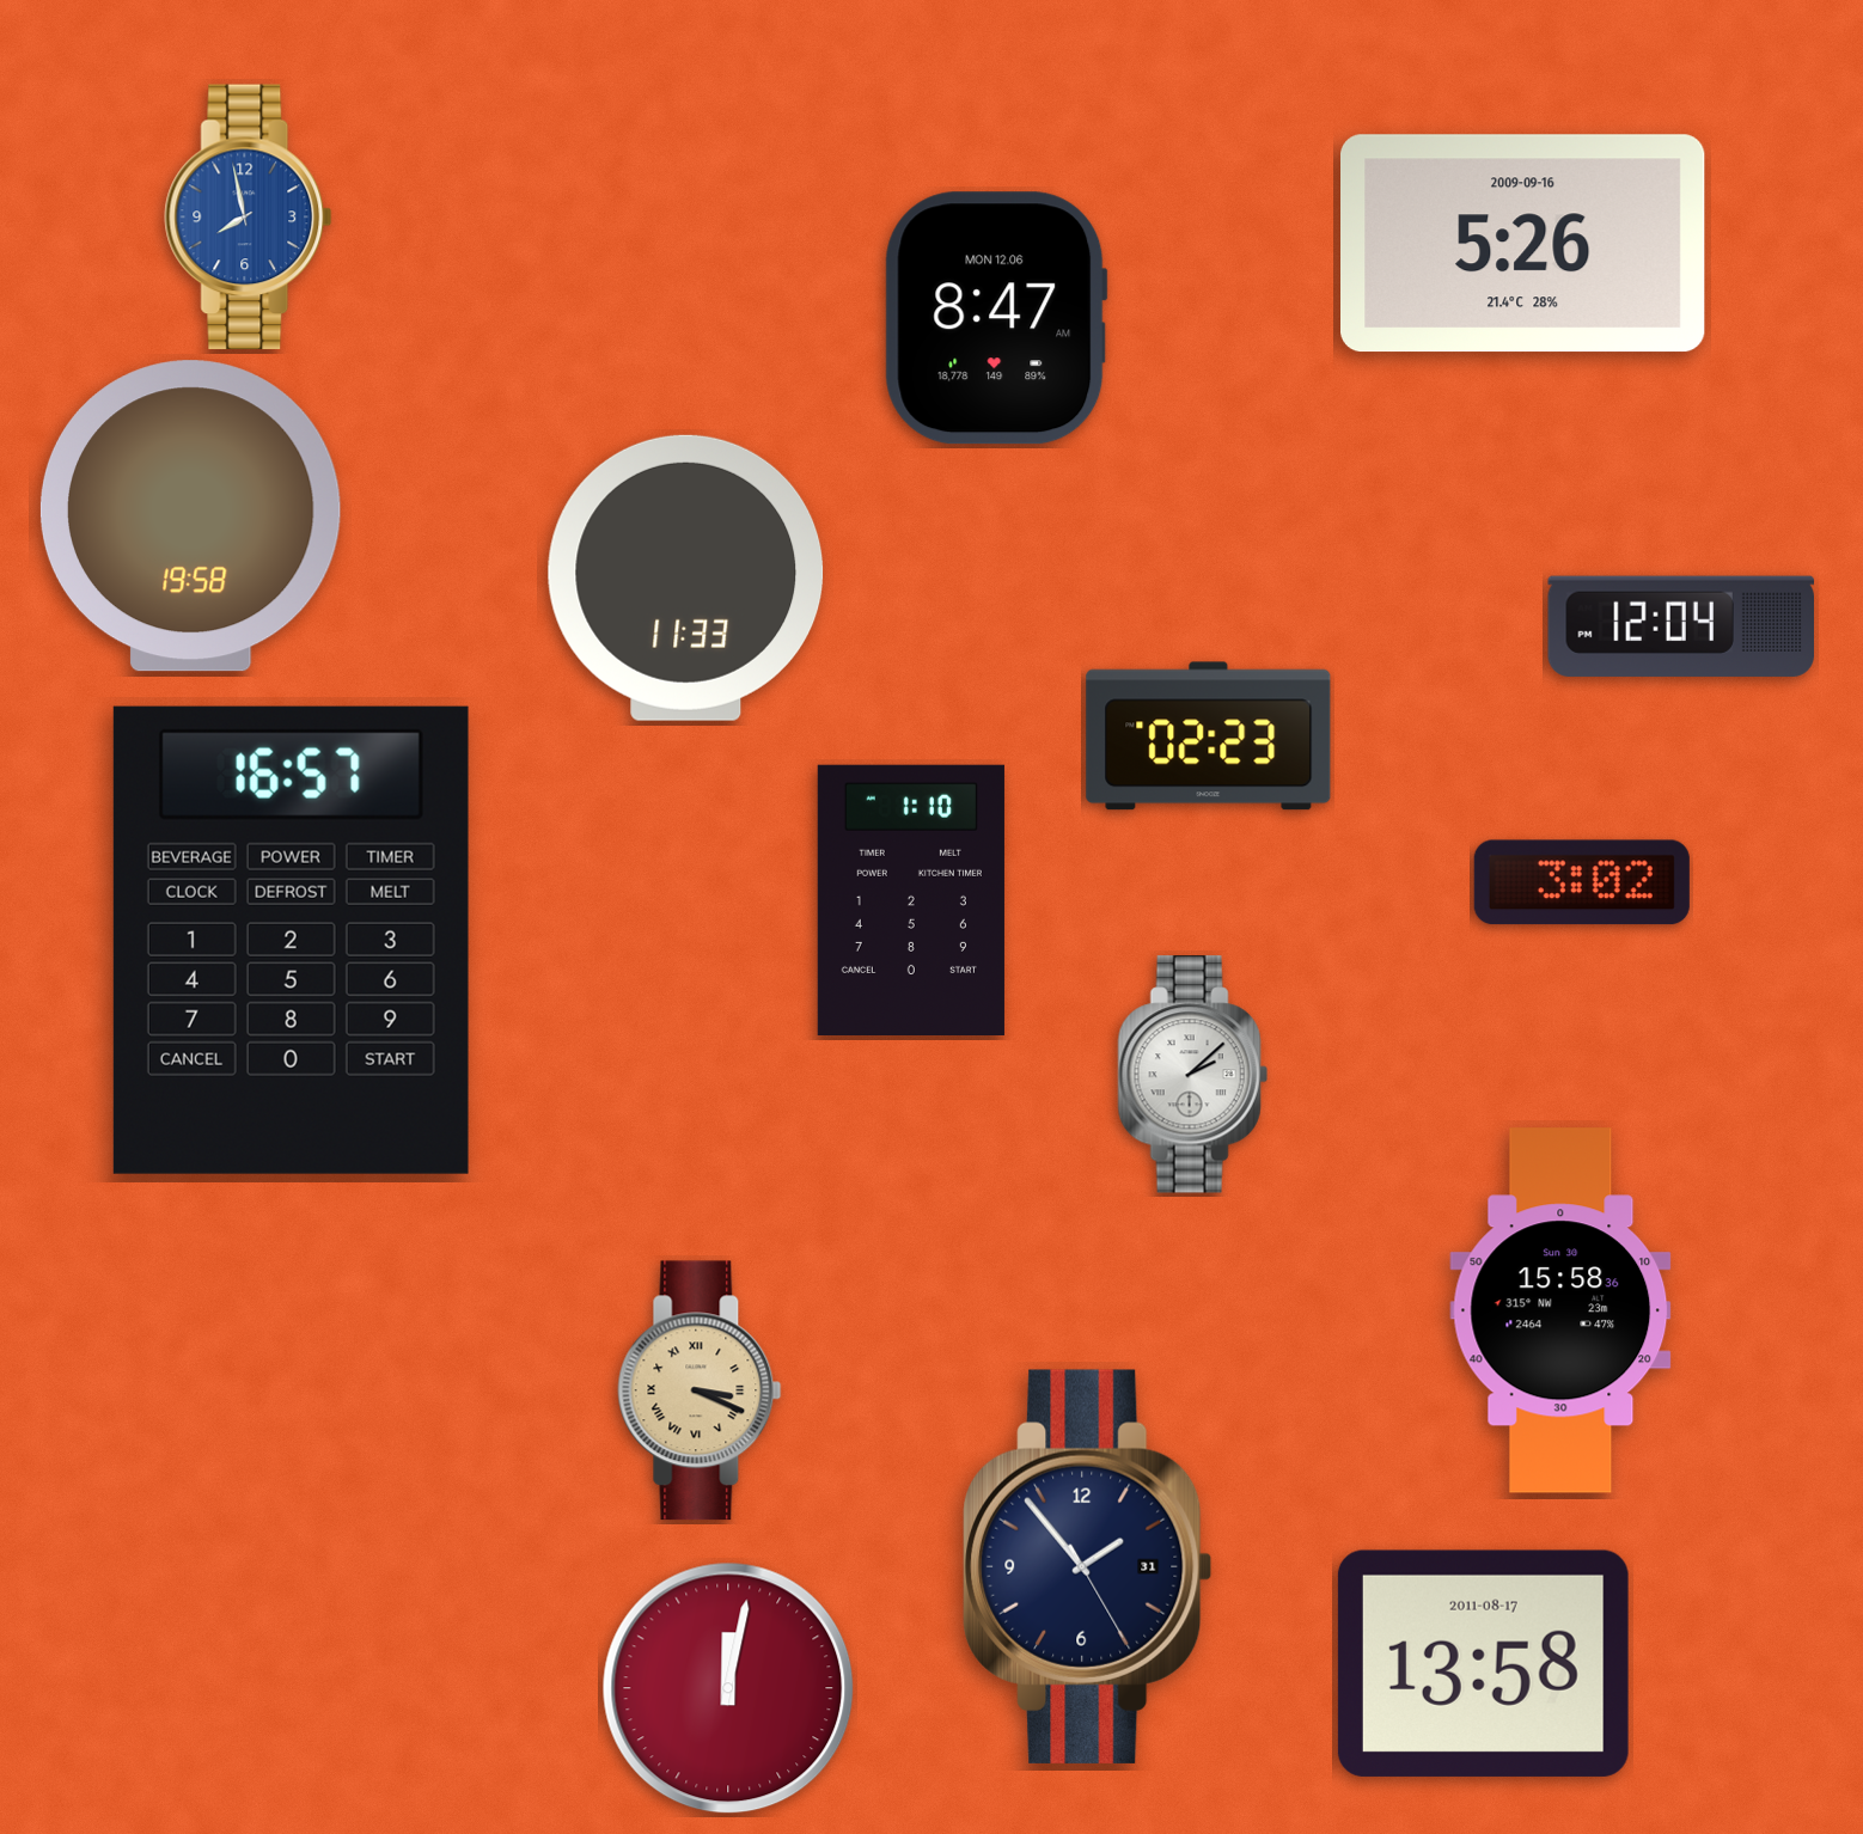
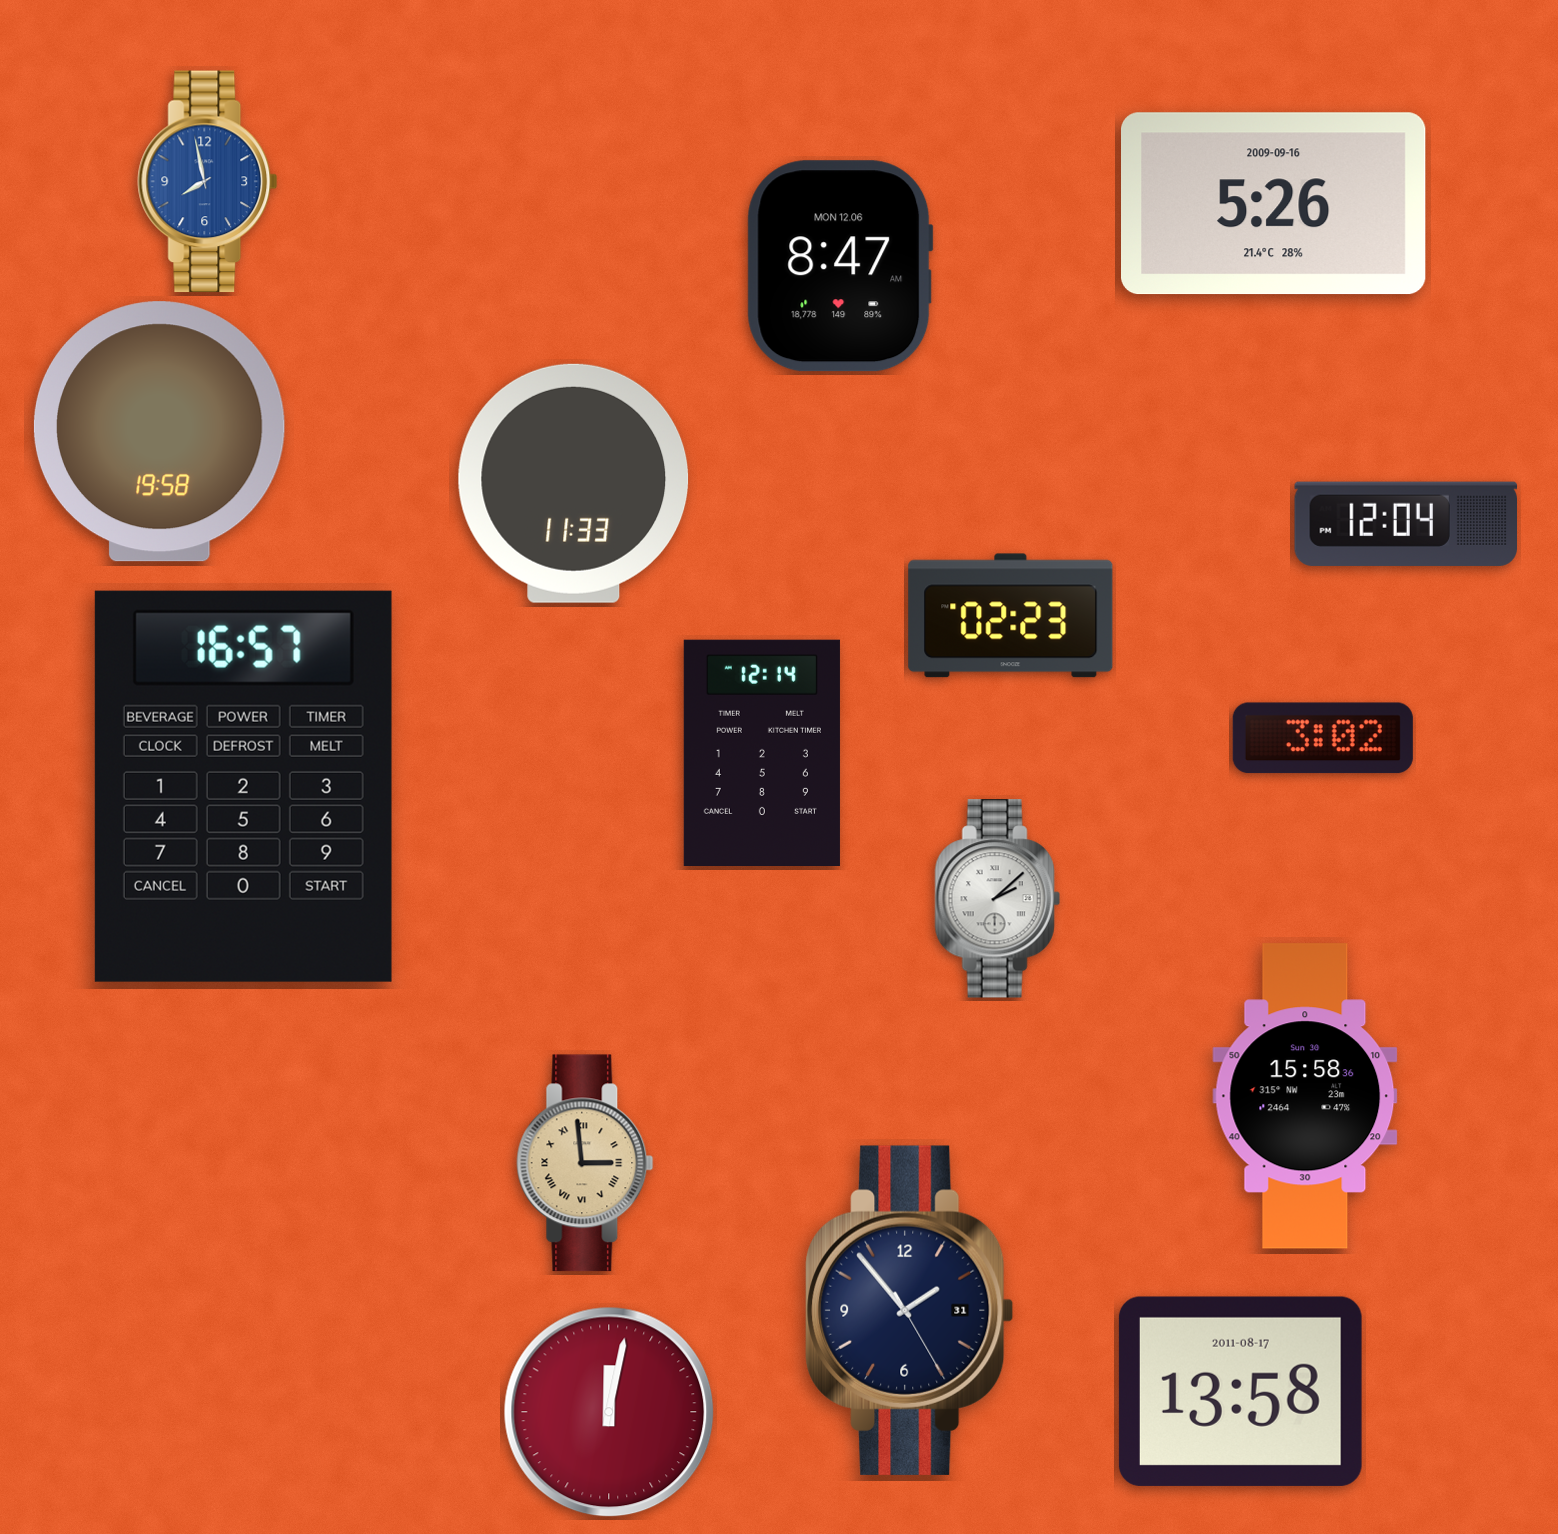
clock at (996, 318) position: (996, 318) -> (840, 266)
clock at (911, 899): 1:10 -> 12:14
clock at (700, 1390): 3:19 -> 2:59
